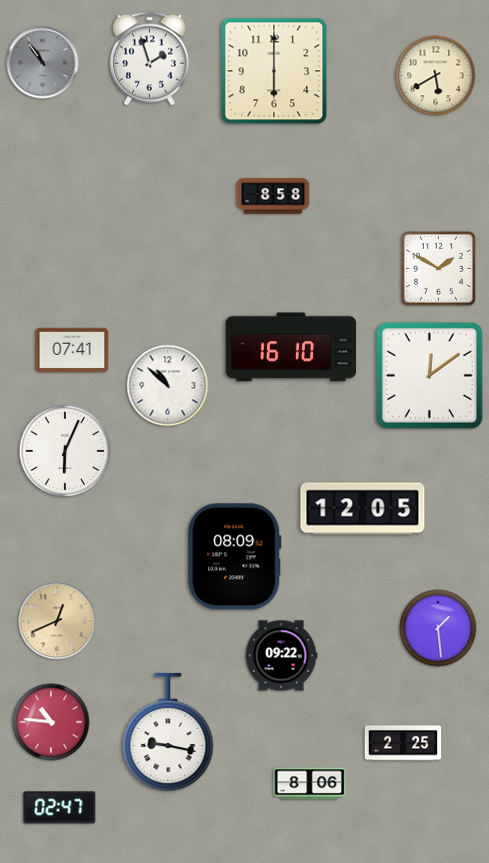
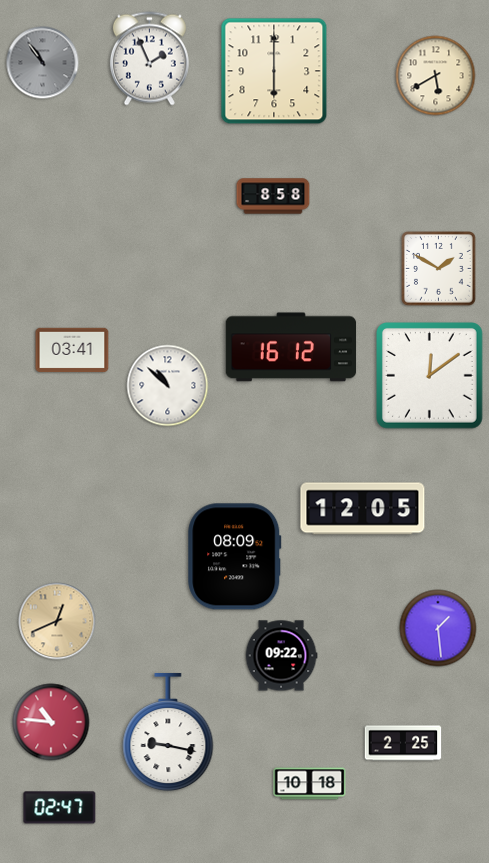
clock at (149, 59): 1:57 -> 1:56
clock at (291, 347): 16:10 -> 16:12
clock at (72, 350): 07:41 -> 03:41
clock at (65, 451): 6:04 -> none
clock at (310, 784): 8:06 -> 10:18
